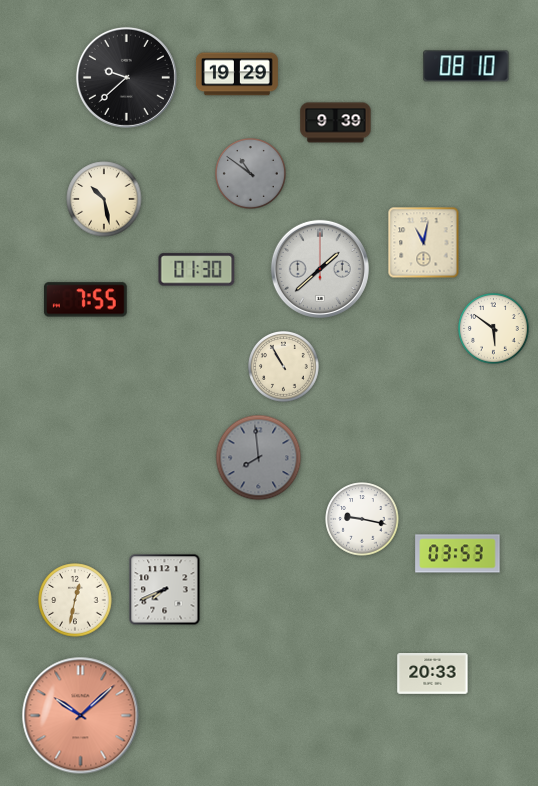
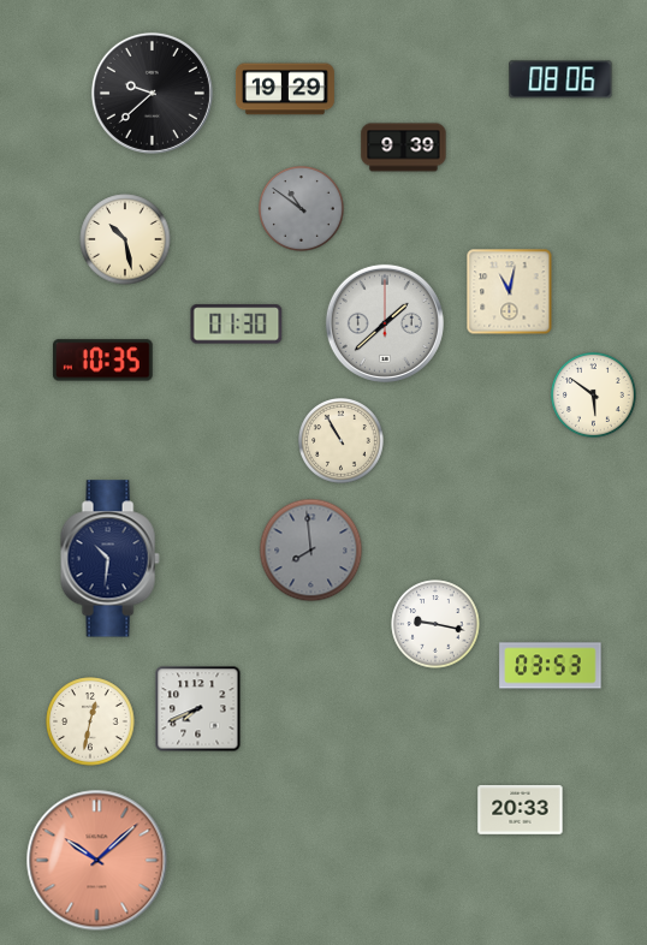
clock at (466, 66): 08:10 -> 08:06
clock at (85, 300): 7:55 -> 10:35
clock at (109, 559): none -> 10:31
